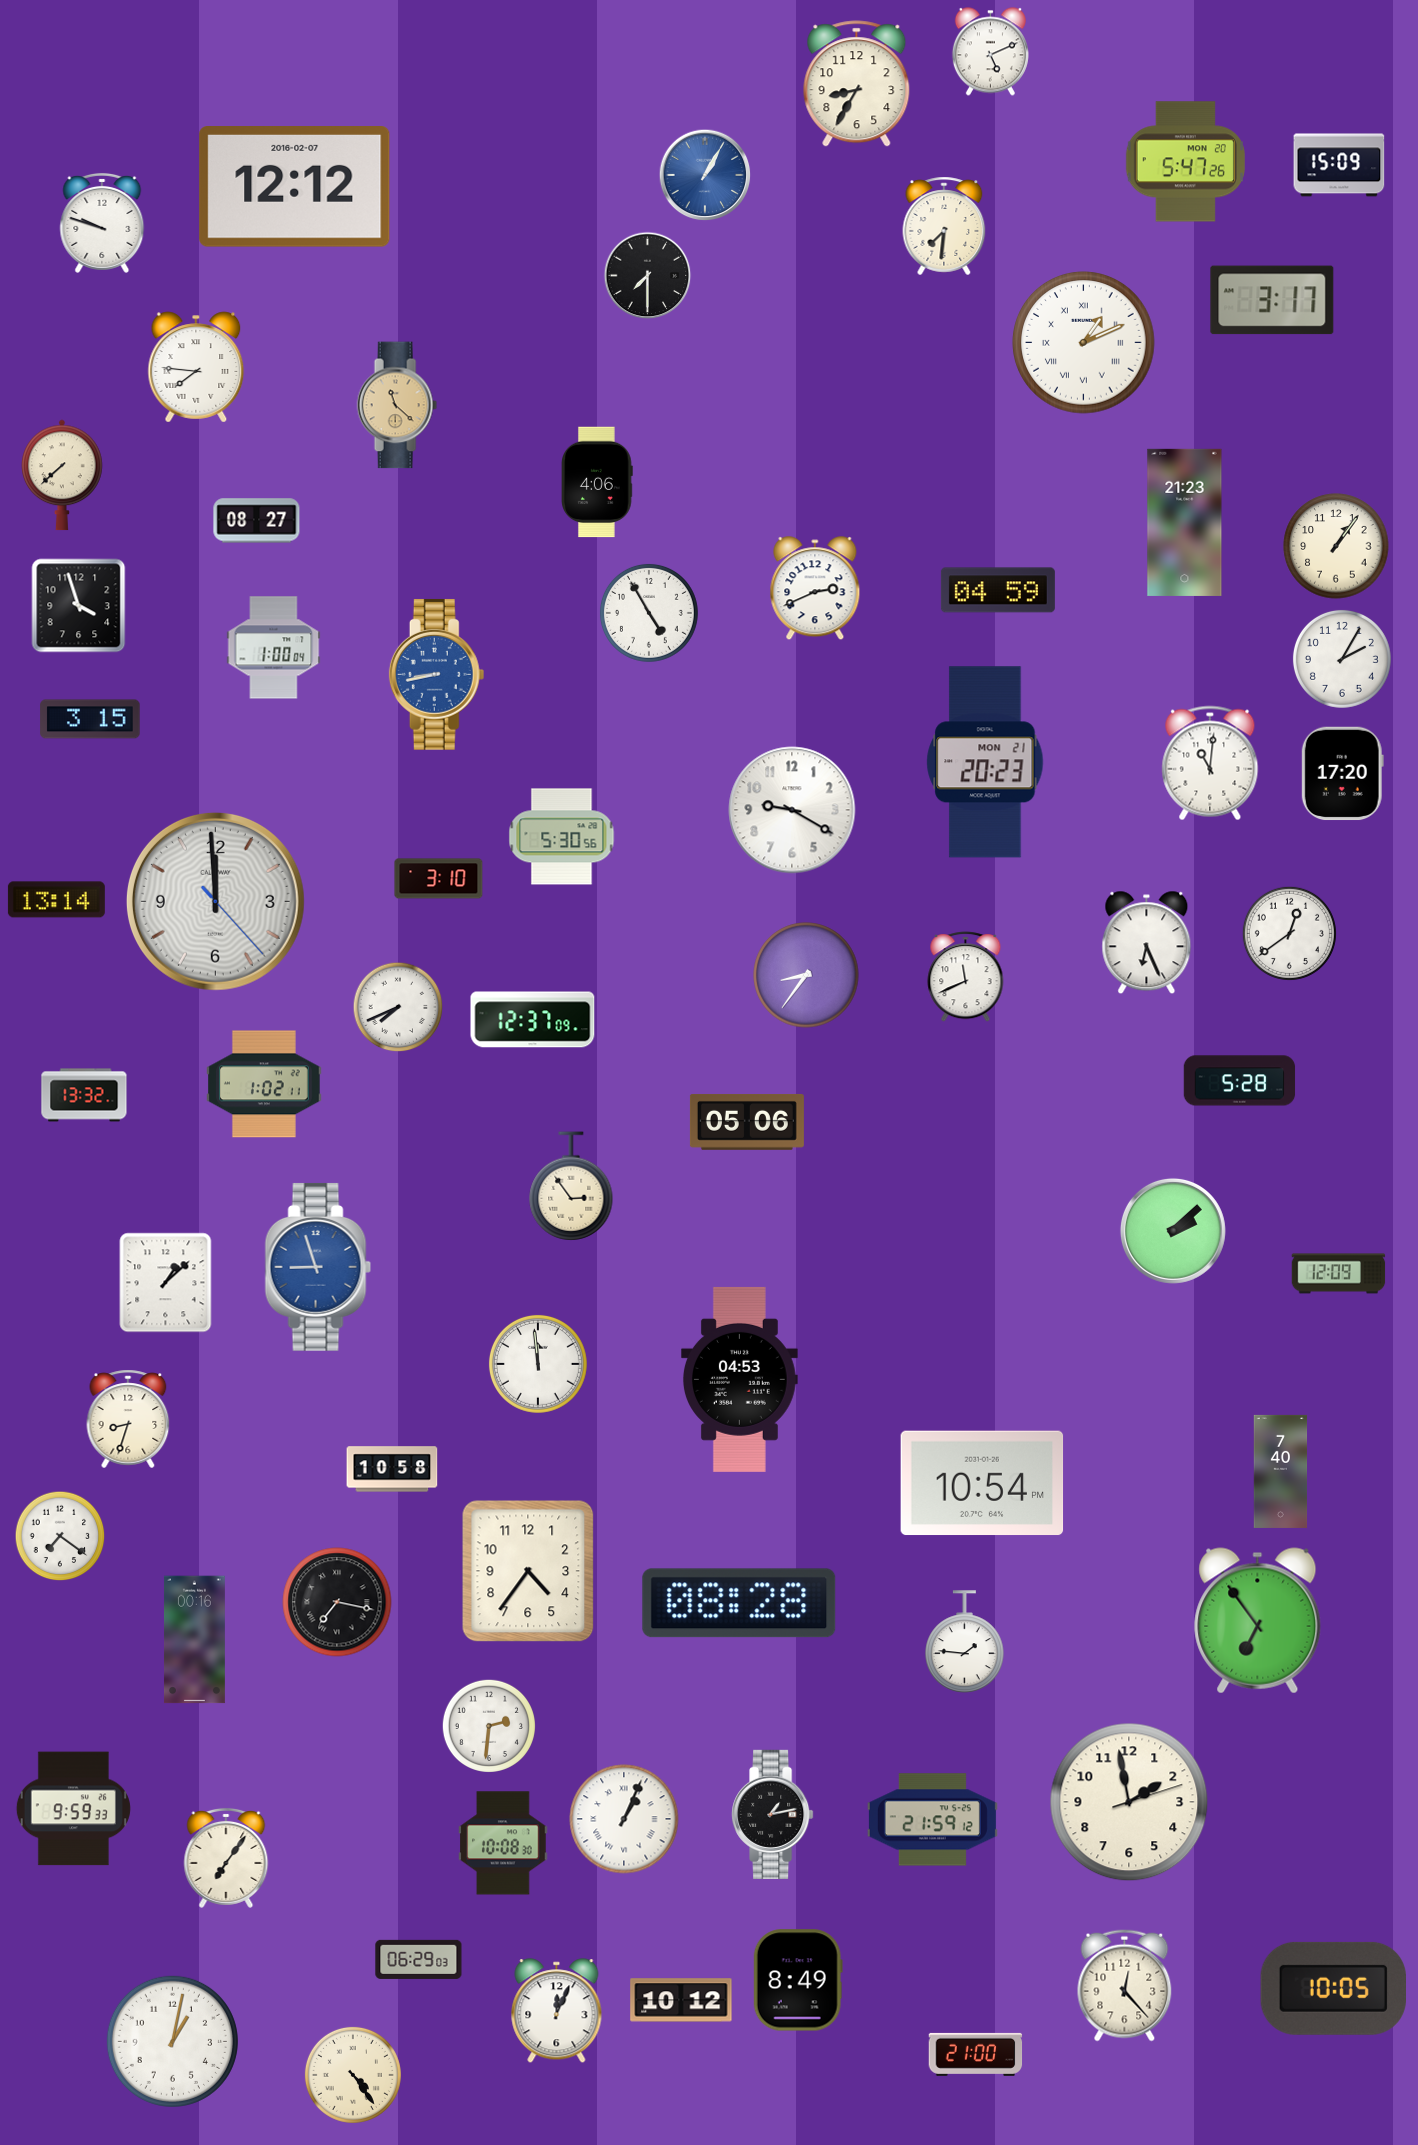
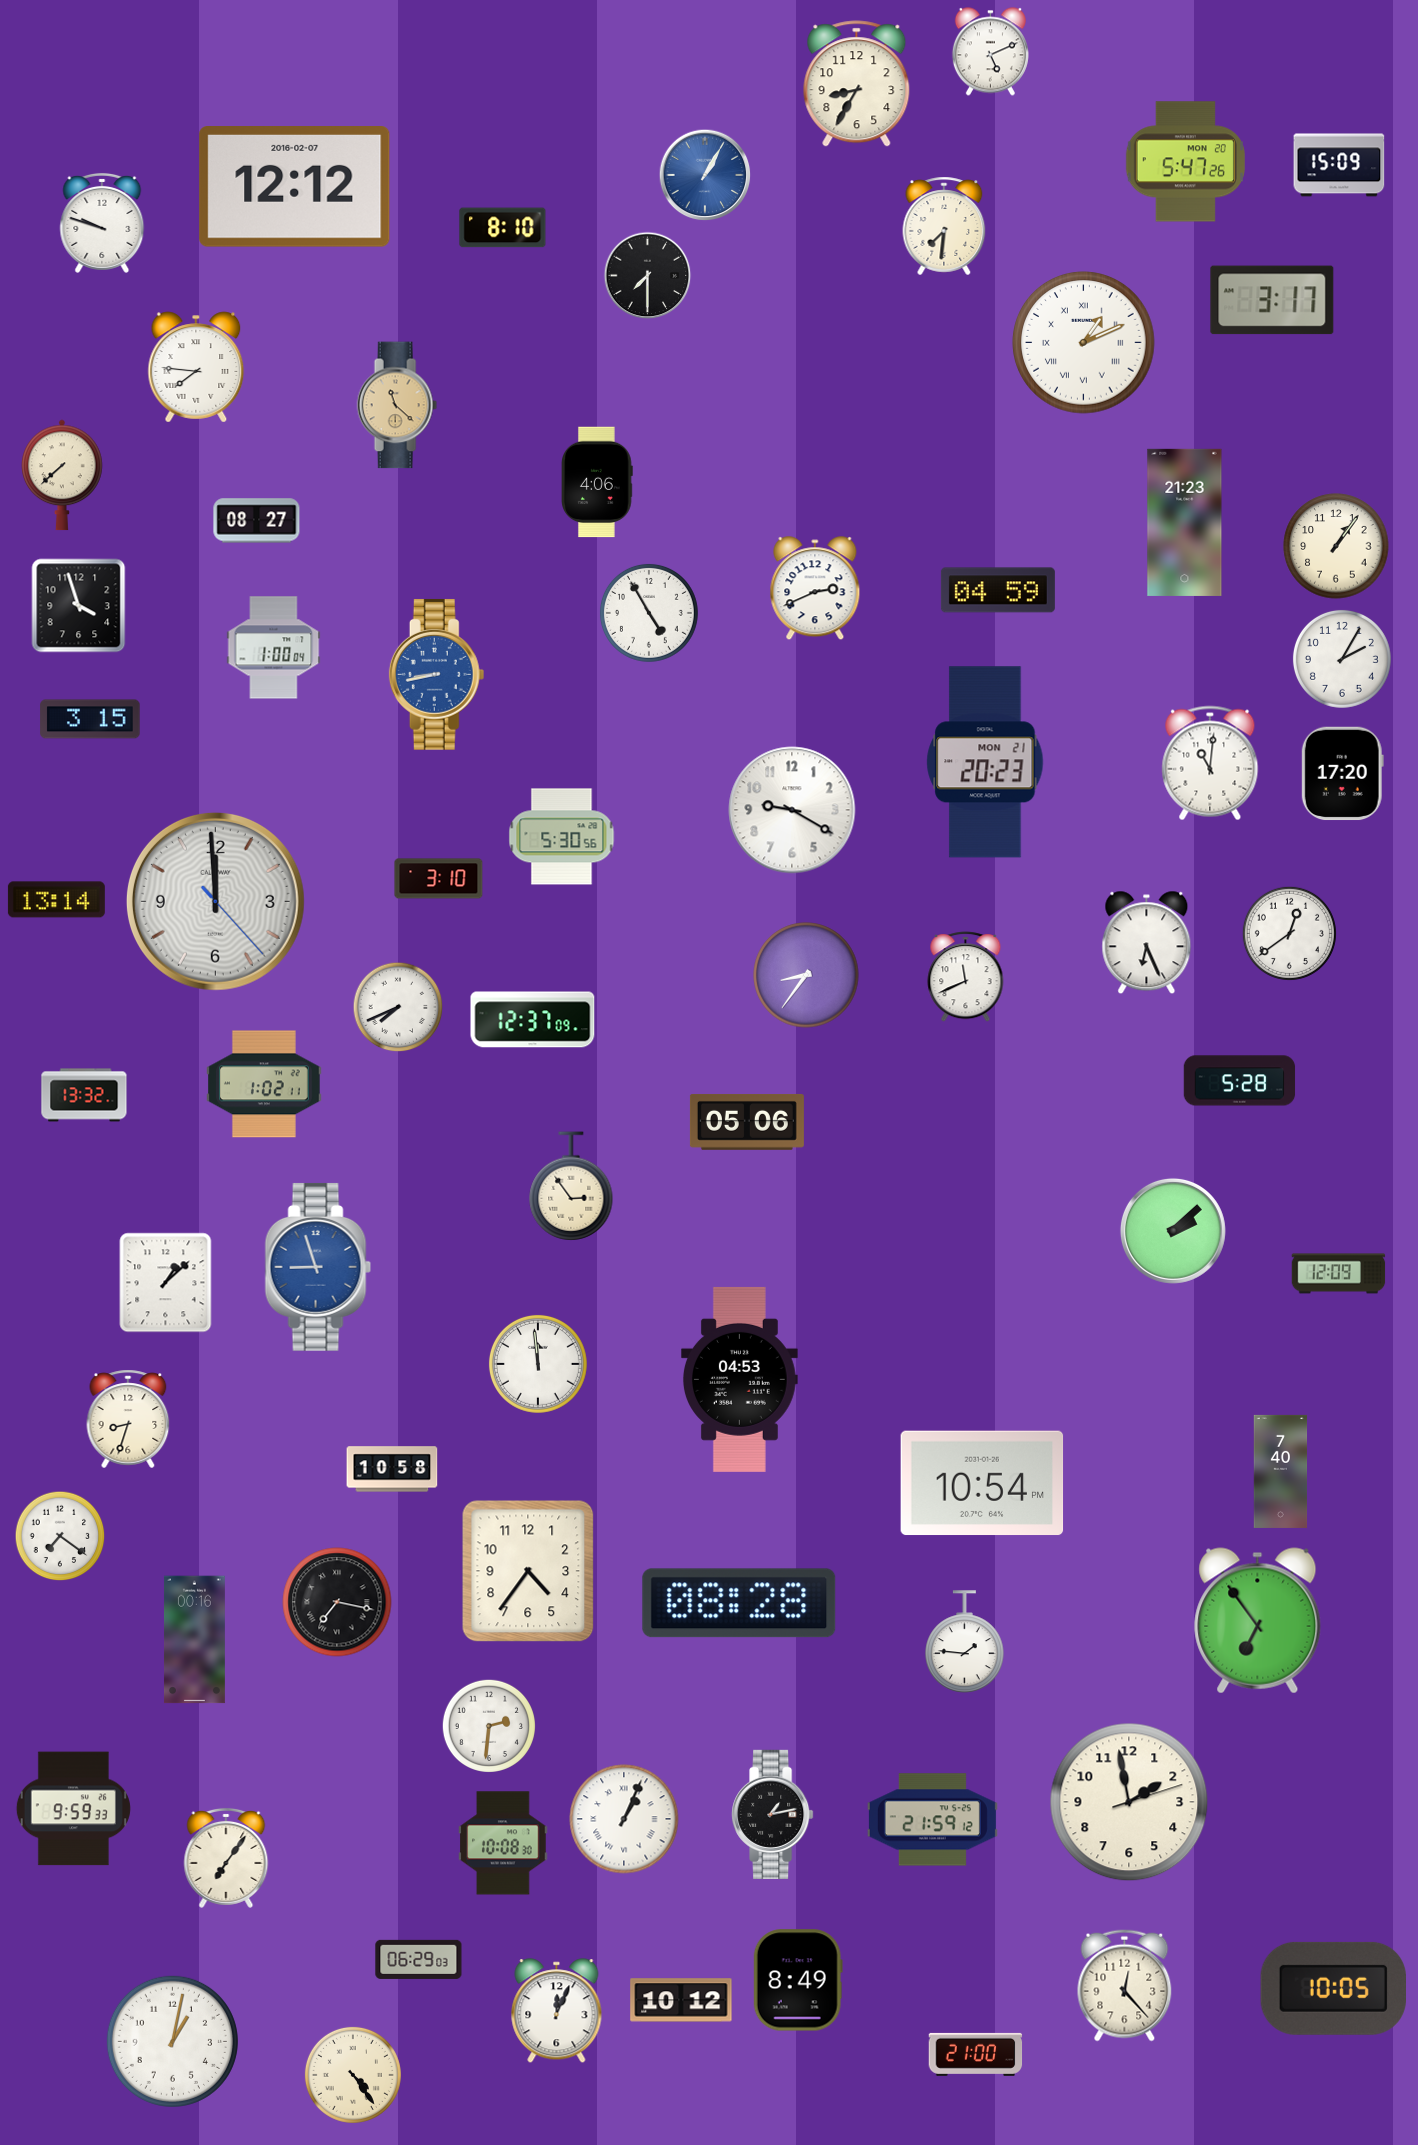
clock at (503, 228): none -> 8:10
